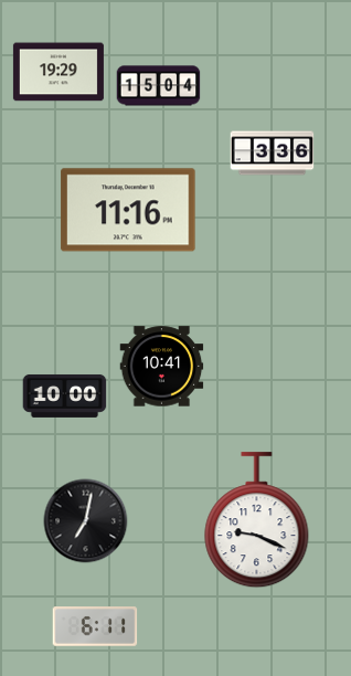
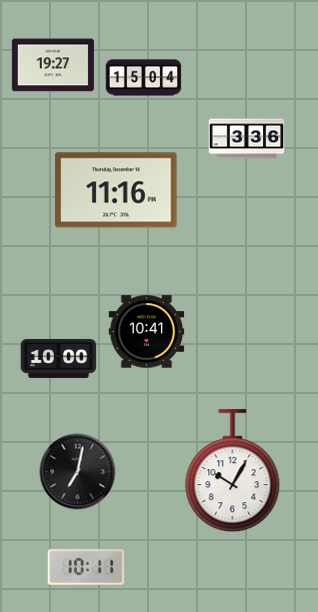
clock at (59, 72): 19:29 -> 19:27
clock at (257, 520): 9:19 -> 10:05
clock at (95, 626): 6:11 -> 10:11
